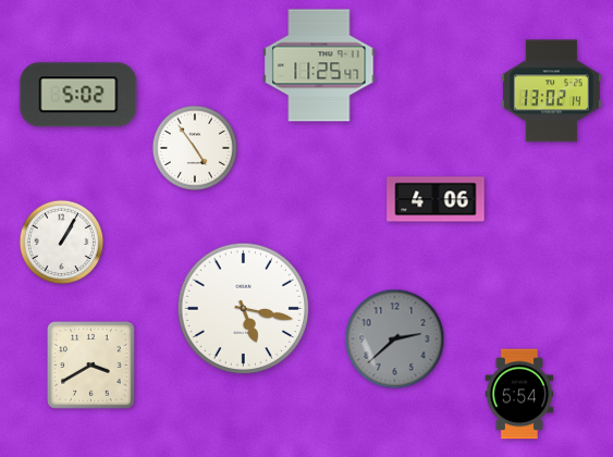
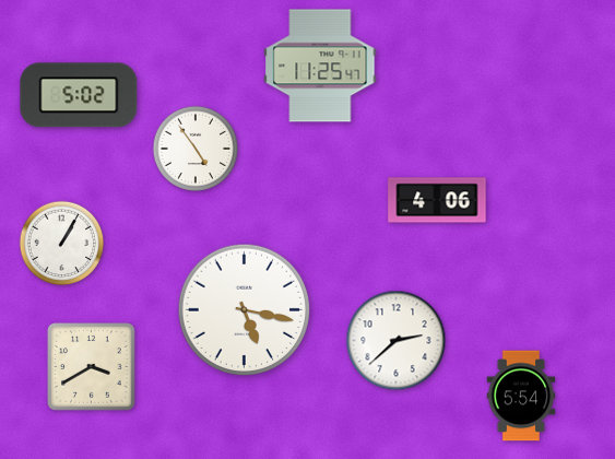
clock at (551, 91): 13:02 -> none
clock at (395, 339) dial: grey -> white
